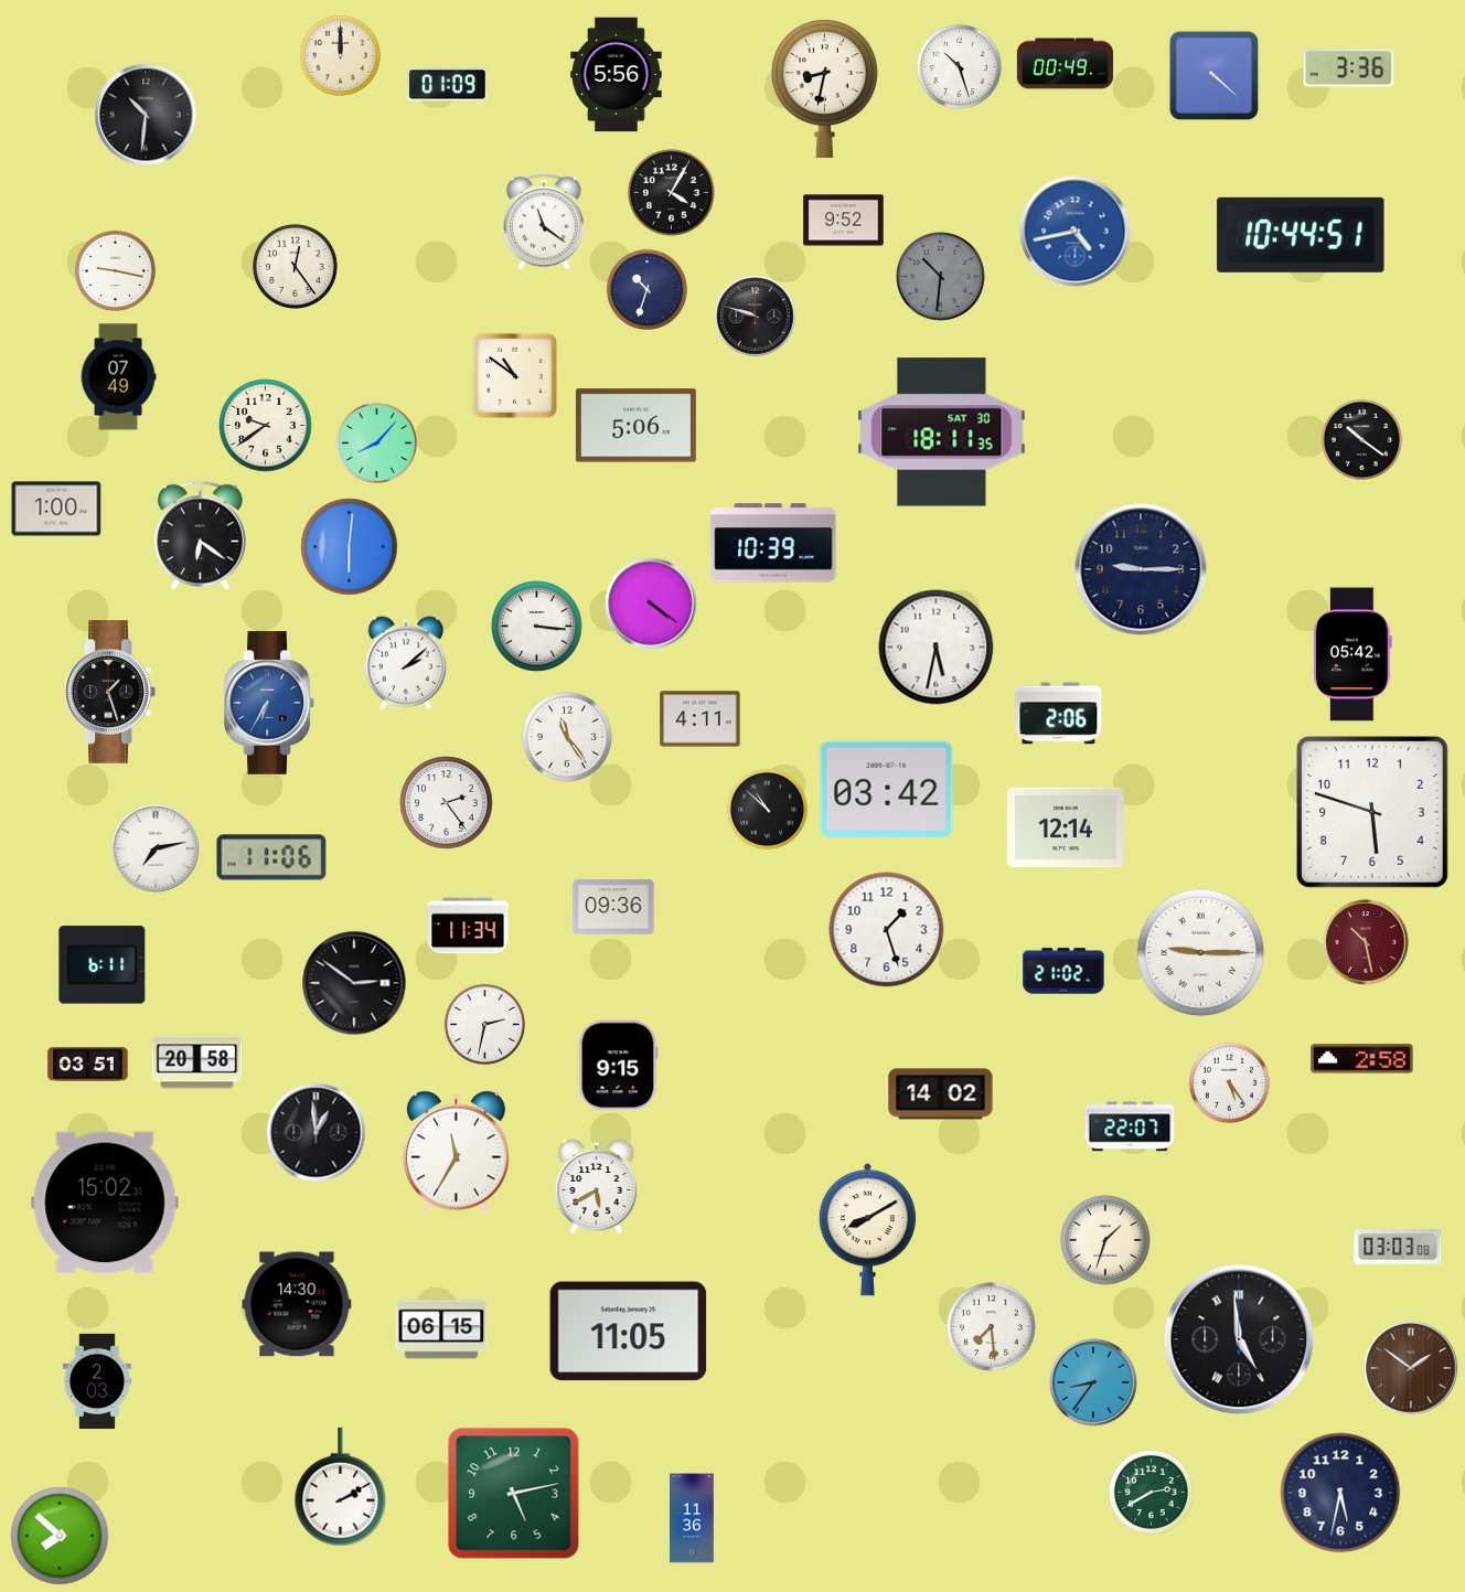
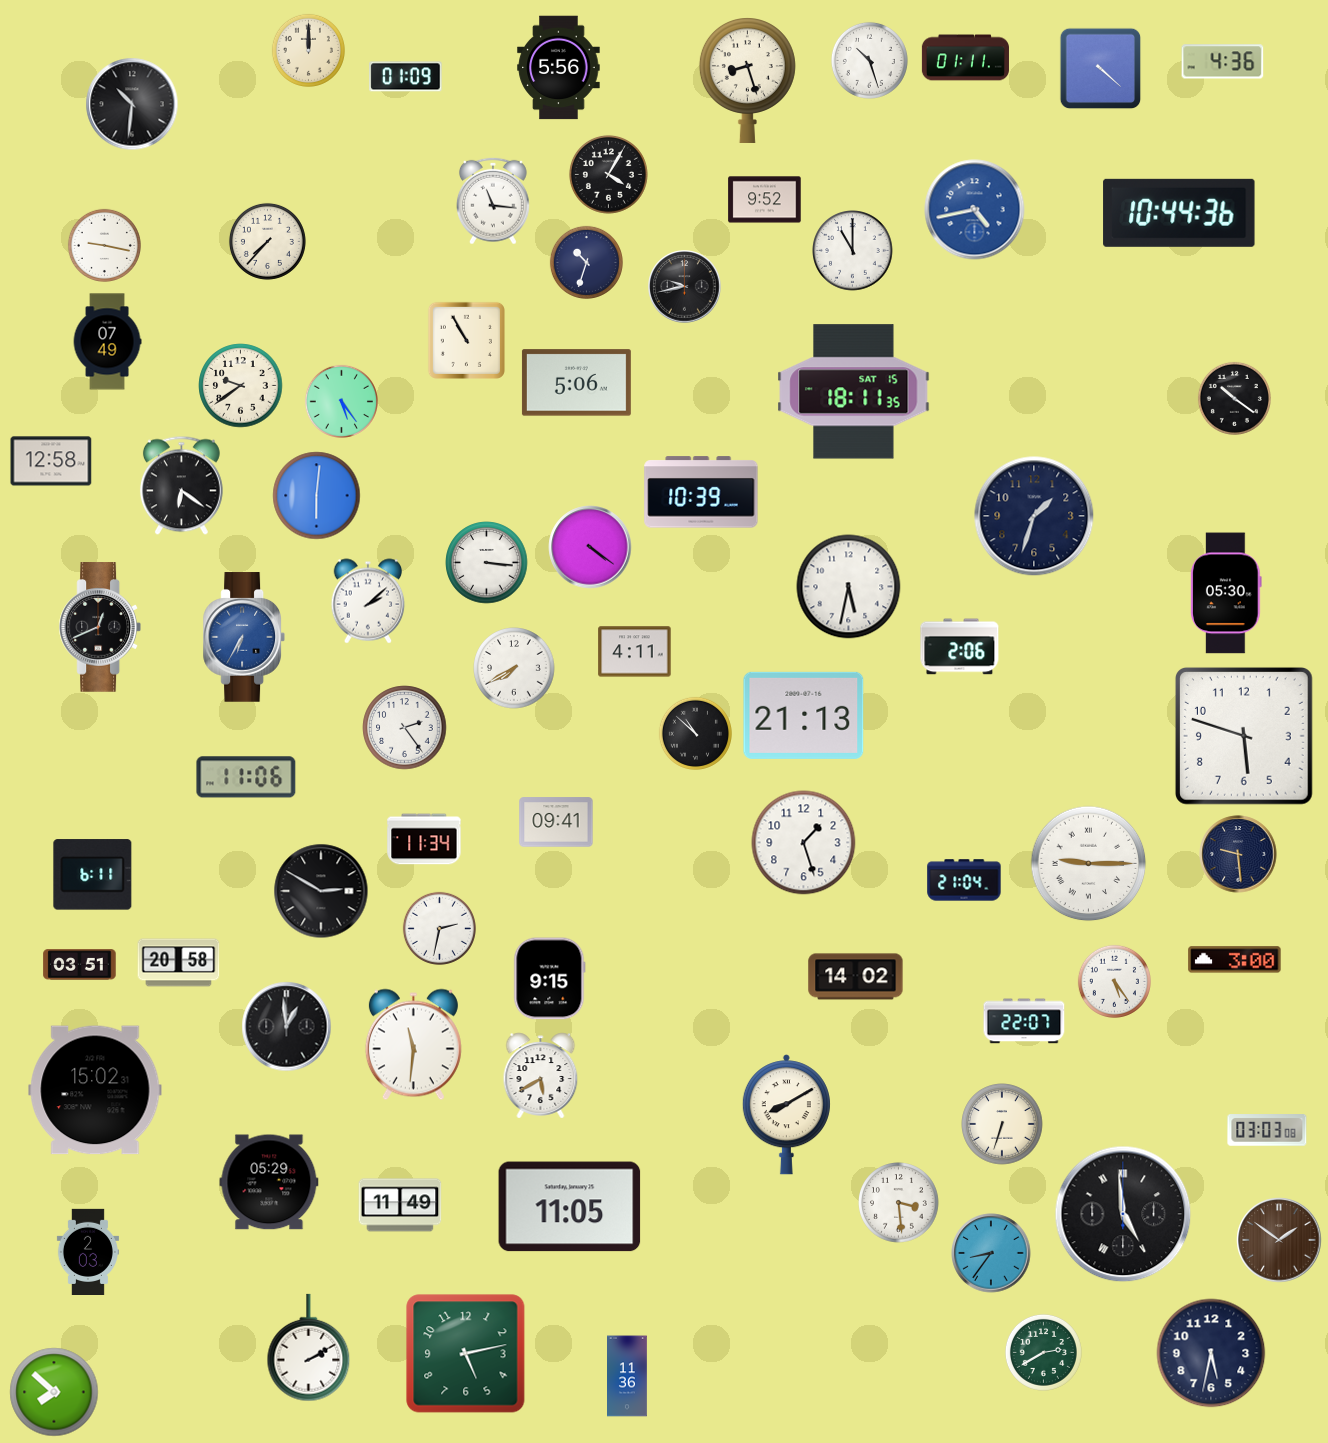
clock at (1065, 64): 00:49 -> 01:11
clock at (1349, 68): 3:36 -> 4:36
clock at (824, 89): 8:32 -> 8:27
clock at (544, 222): 11:21 -> 11:16
clock at (1301, 235): 10:44:51 -> 10:44:36
clock at (295, 266): 12:24 -> 7:37
clock at (941, 277): 10:31 -> 11:00
clock at (941, 277) dial: grey -> white
clock at (756, 317): 9:48 -> 9:43
clock at (514, 375): 10:51 -> 10:55
clock at (635, 426) position: (635, 426) -> (576, 383)
clock at (942, 432) date: SAT 30 -> SAT 15
clock at (376, 442): 8:07 -> 5:24
clock at (56, 509): 1:00 -> 12:58
clock at (1141, 569): 9:15 -> 1:33
clock at (537, 627) position: (537, 627) -> (487, 563)
clock at (1352, 654): 05:42 -> 05:30
clock at (109, 692): 1:27 -> 12:41
clock at (567, 737): 11:24 -> 7:40
clock at (887, 789): 03:42 -> 21:13
clock at (1066, 827): 12:14 -> none
clock at (156, 848): 7:13 -> none
clock at (613, 907): 09:36 -> 09:41
clock at (1366, 942): 10:28 -> 9:29
clock at (1366, 942) dial: burgundy -> navy
clock at (1063, 971): 21:02 -> 21:04
clock at (354, 983): 2:51 -> 2:50
clock at (1362, 1059): 2:58 -> 3:00
clock at (619, 1066) position: (619, 1066) -> (550, 979)
clock at (941, 1094) position: (941, 1094) -> (856, 977)
clock at (456, 1153): 11:35 -> 11:31
clock at (1105, 1240): 1:33 -> 6:33
clock at (297, 1304): 14:30 -> 05:29
clock at (992, 1327): 7:29 -> 3:29
clock at (441, 1329): 06:15 -> 11:49
clock at (1340, 1493) position: (1340, 1493) -> (1211, 1353)
